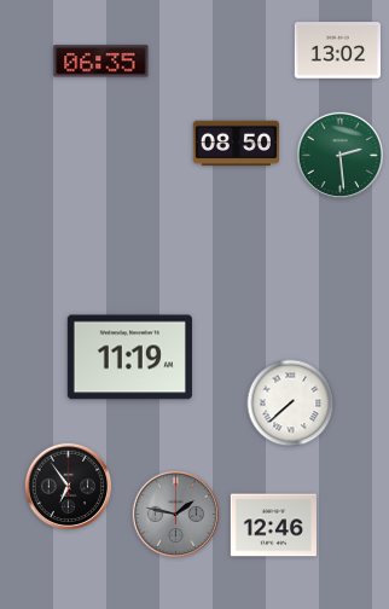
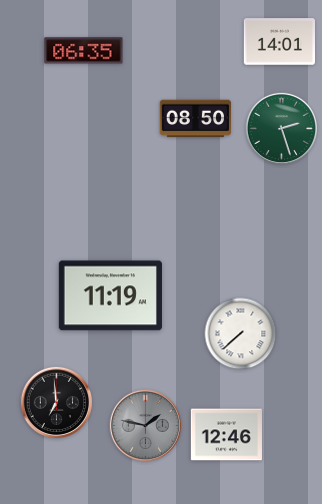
clock at (337, 51): 13:02 -> 14:01
clock at (339, 155): 2:29 -> 2:27
clock at (129, 358) position: (129, 358) -> (110, 296)
clock at (68, 486): 6:54 -> 6:59
